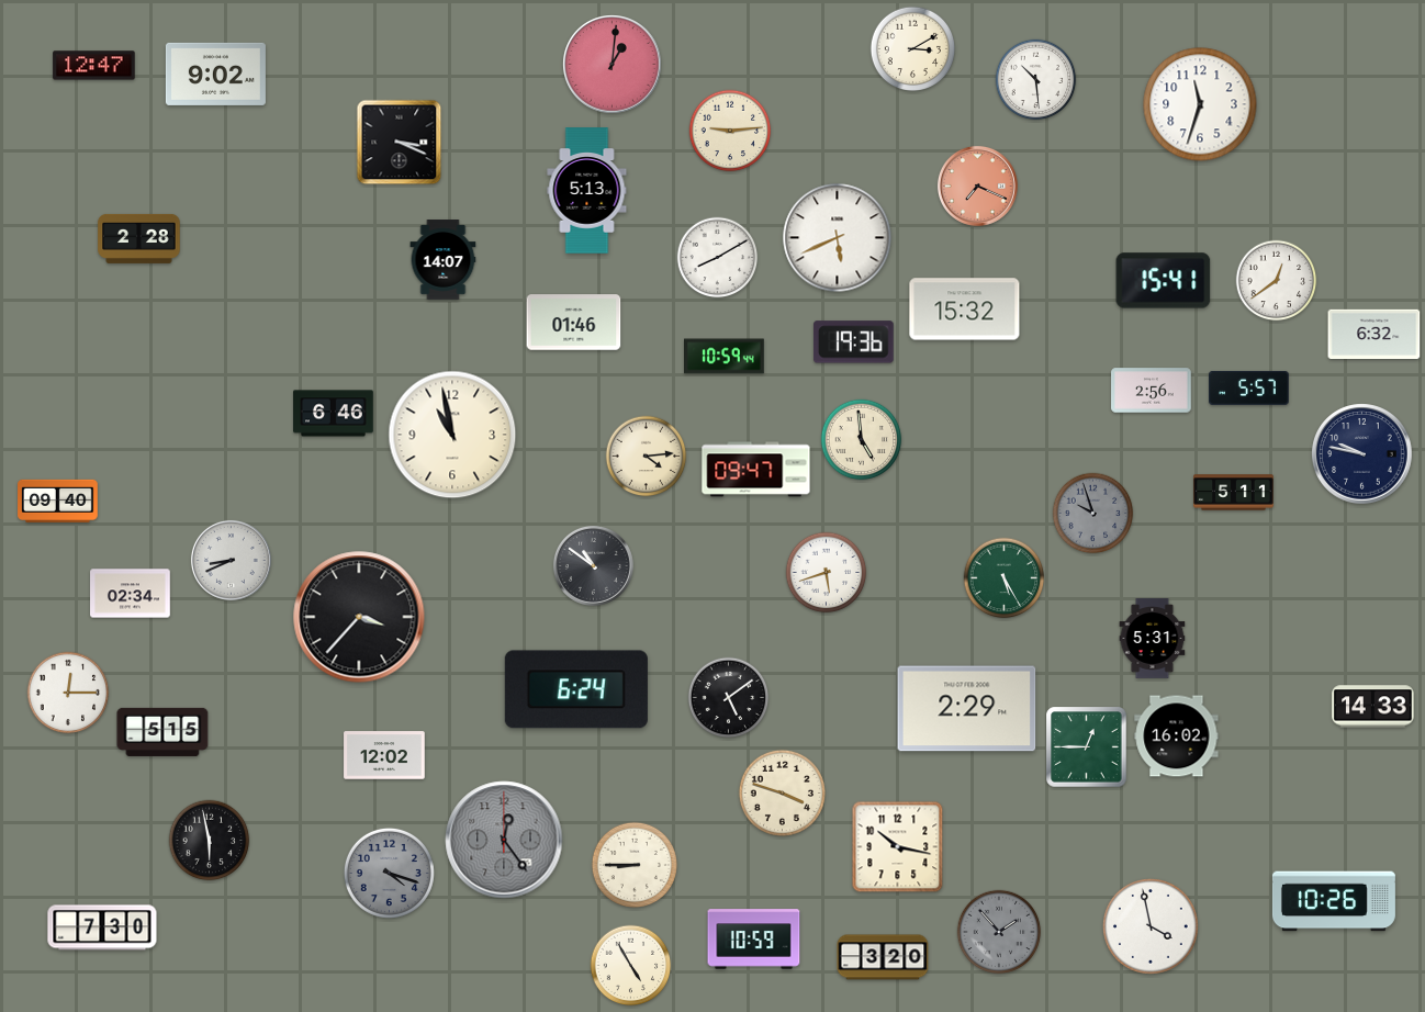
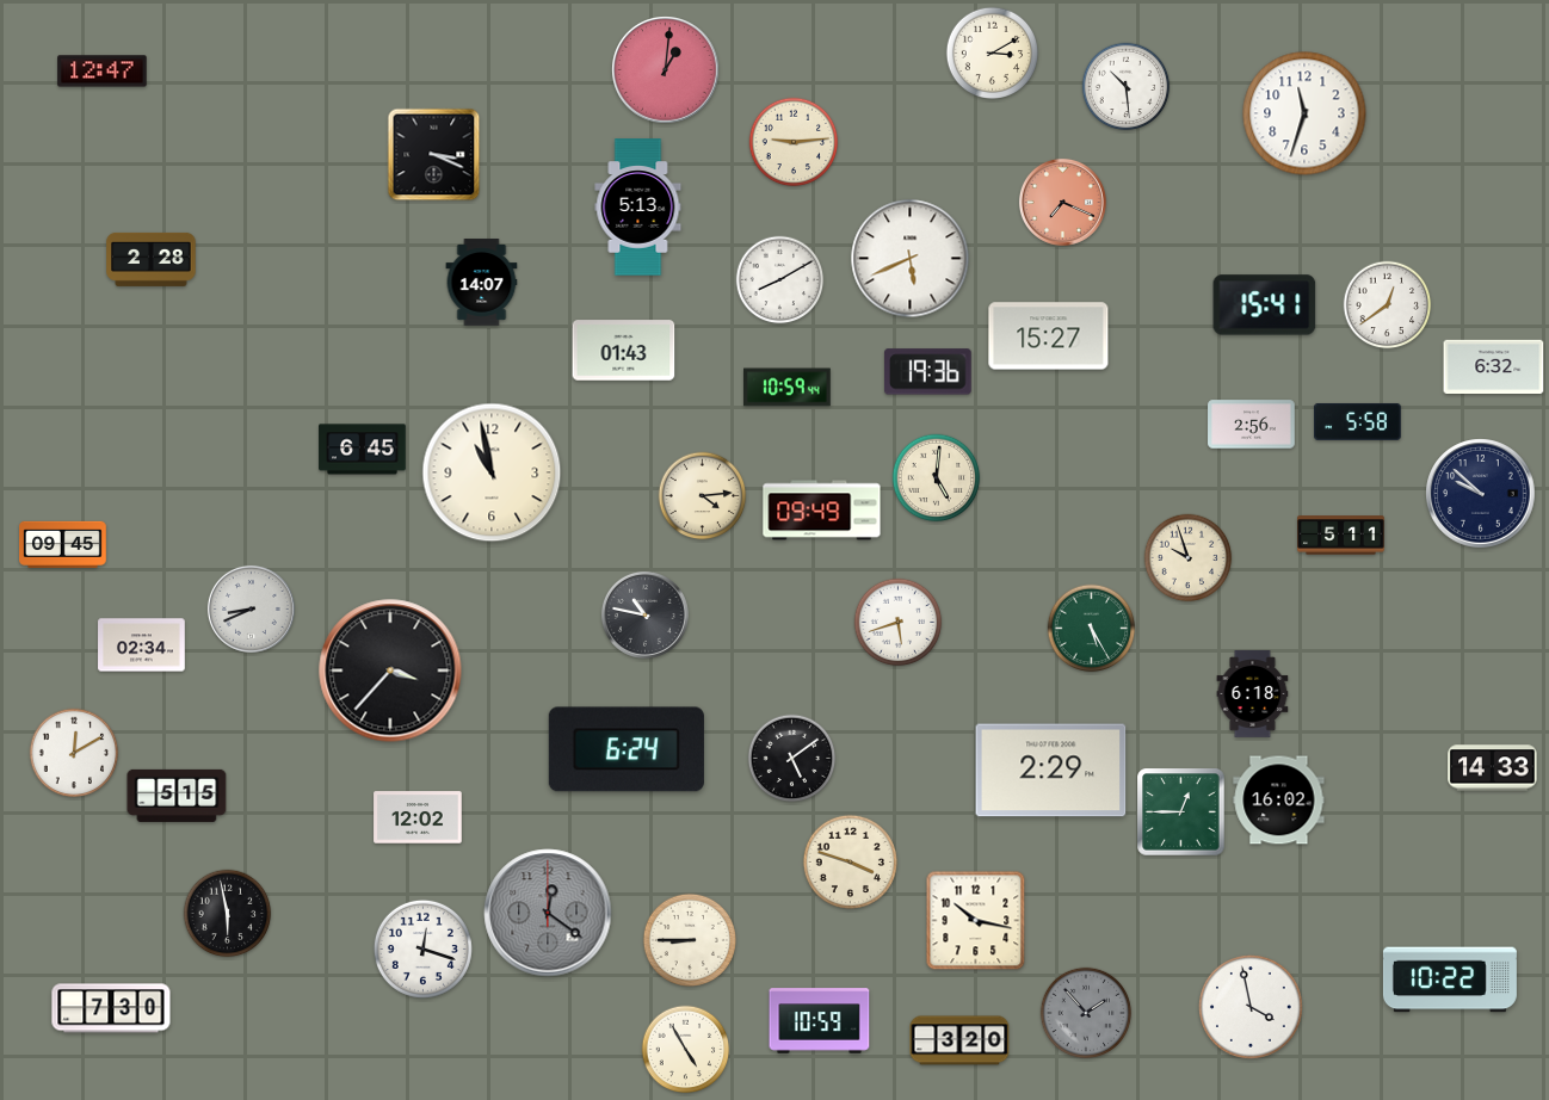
clock at (215, 74): 9:02 -> none
clock at (965, 310): 15:32 -> 15:27
clock at (574, 323): 01:46 -> 01:43
clock at (1374, 334) position: (1374, 334) -> (1494, 366)
clock at (1249, 387): 5:57 -> 5:58
clock at (334, 414): 6:46 -> 6:45
clock at (862, 440): 4:59 -> 5:01
clock at (1362, 454): 9:47 -> 9:52
clock at (756, 470): 09:47 -> 09:49
clock at (58, 501): 09:40 -> 09:45
clock at (1093, 514) dial: grey -> cream
clock at (593, 565): 10:51 -> 10:47
clock at (1153, 639): 5:31 -> 6:18
clock at (68, 693): 12:15 -> 12:10
clock at (384, 755) position: (384, 755) -> (418, 817)
clock at (504, 840): 12:24 -> 12:21
clock at (389, 873): 4:18 -> 12:18
clock at (389, 873) dial: grey -> white
clock at (1334, 901): 10:26 -> 10:22
